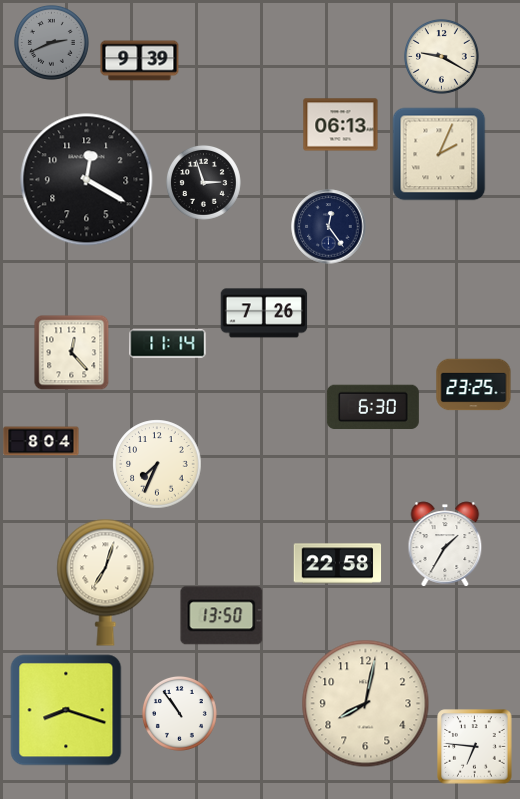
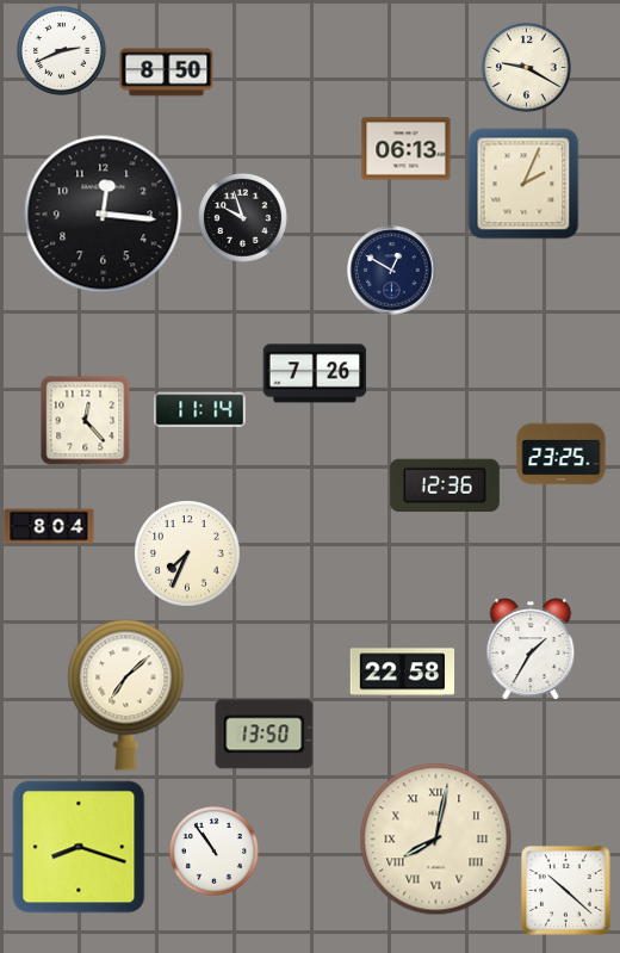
clock at (51, 42) dial: grey -> white
clock at (140, 61): 9:39 -> 8:50
clock at (87, 180): 12:20 -> 12:16
clock at (203, 182): 2:57 -> 9:57
clock at (329, 227): 12:24 -> 12:50
clock at (474, 385) position: (474, 385) -> (562, 454)
clock at (373, 407): 6:30 -> 12:36
clock at (106, 582): 7:03 -> 7:08
clock at (366, 704) numerals: Arabic -> Roman
clock at (475, 747): 6:46 -> 10:22
